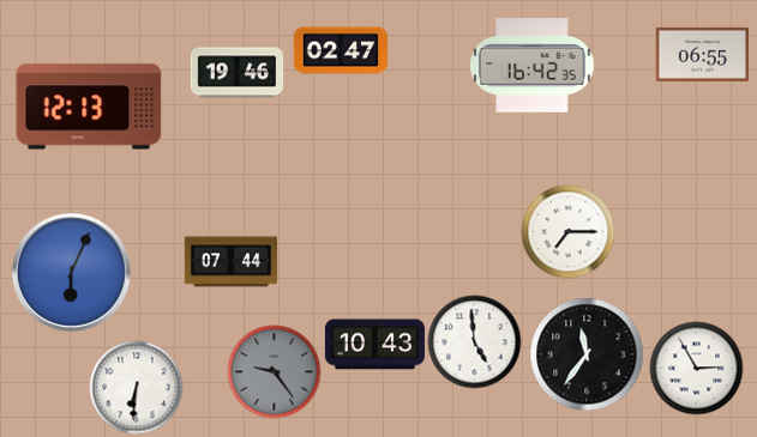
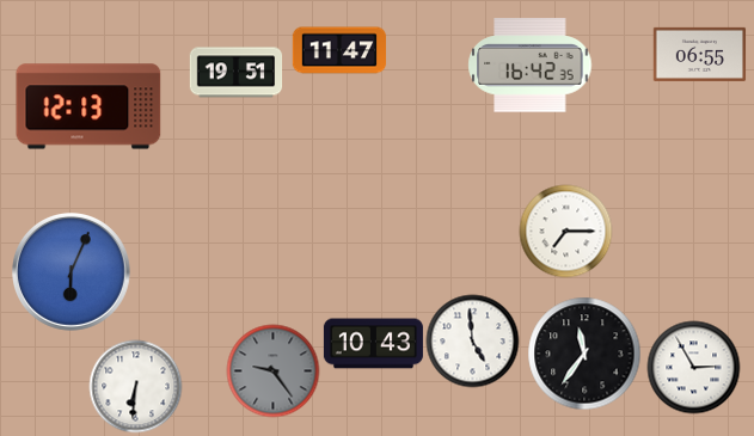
clock at (341, 50): 02:47 -> 11:47
clock at (236, 73): 19:46 -> 19:51
clock at (230, 262): 07:44 -> none
